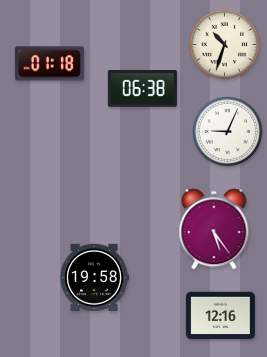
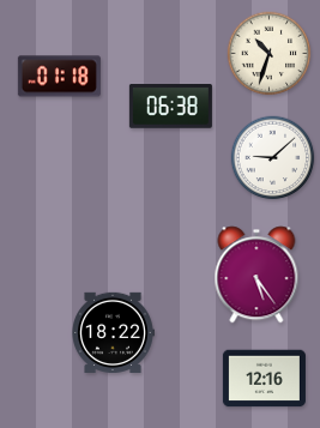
clock at (228, 132): 9:04 -> 9:08
clock at (94, 277): 19:58 -> 18:22
